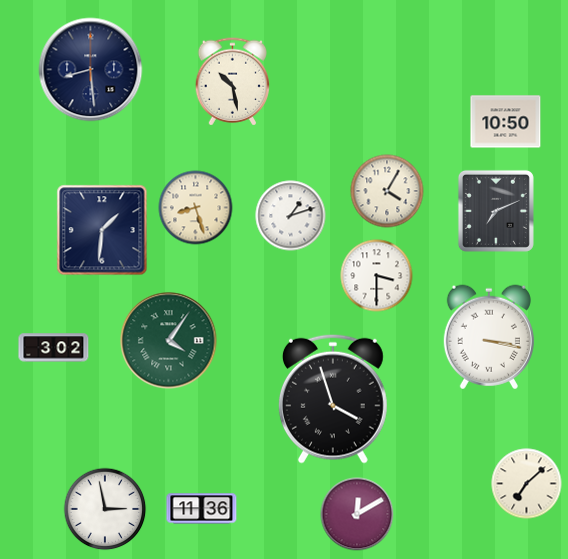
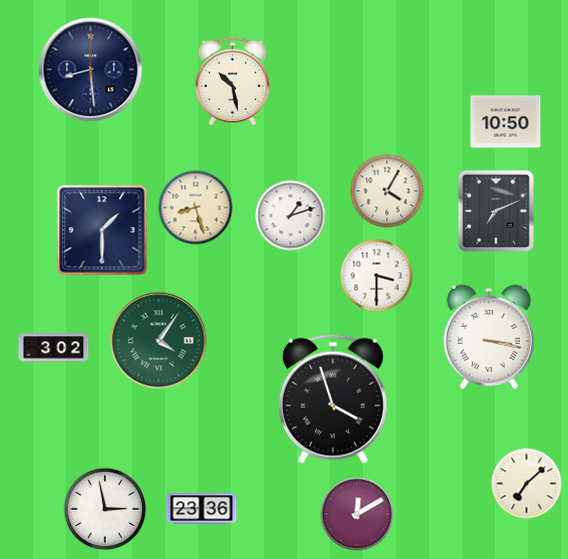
clock at (102, 230): 1:31 -> 1:30
clock at (169, 341) position: (169, 341) -> (159, 341)
clock at (202, 509): 11:36 -> 23:36
